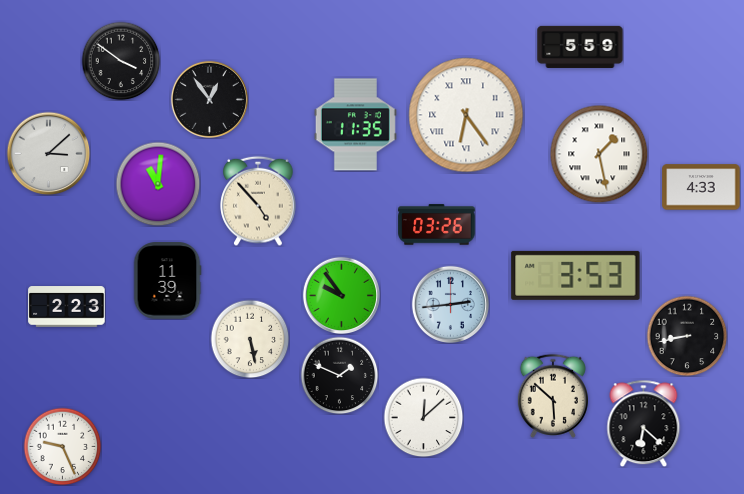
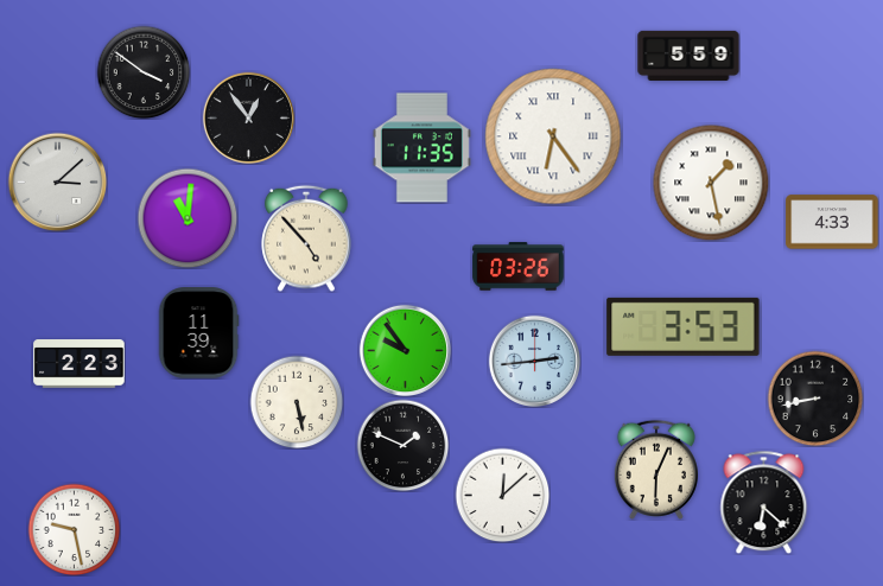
clock at (553, 396): 5:52 -> 6:04
clock at (62, 446): 9:26 -> 9:28
